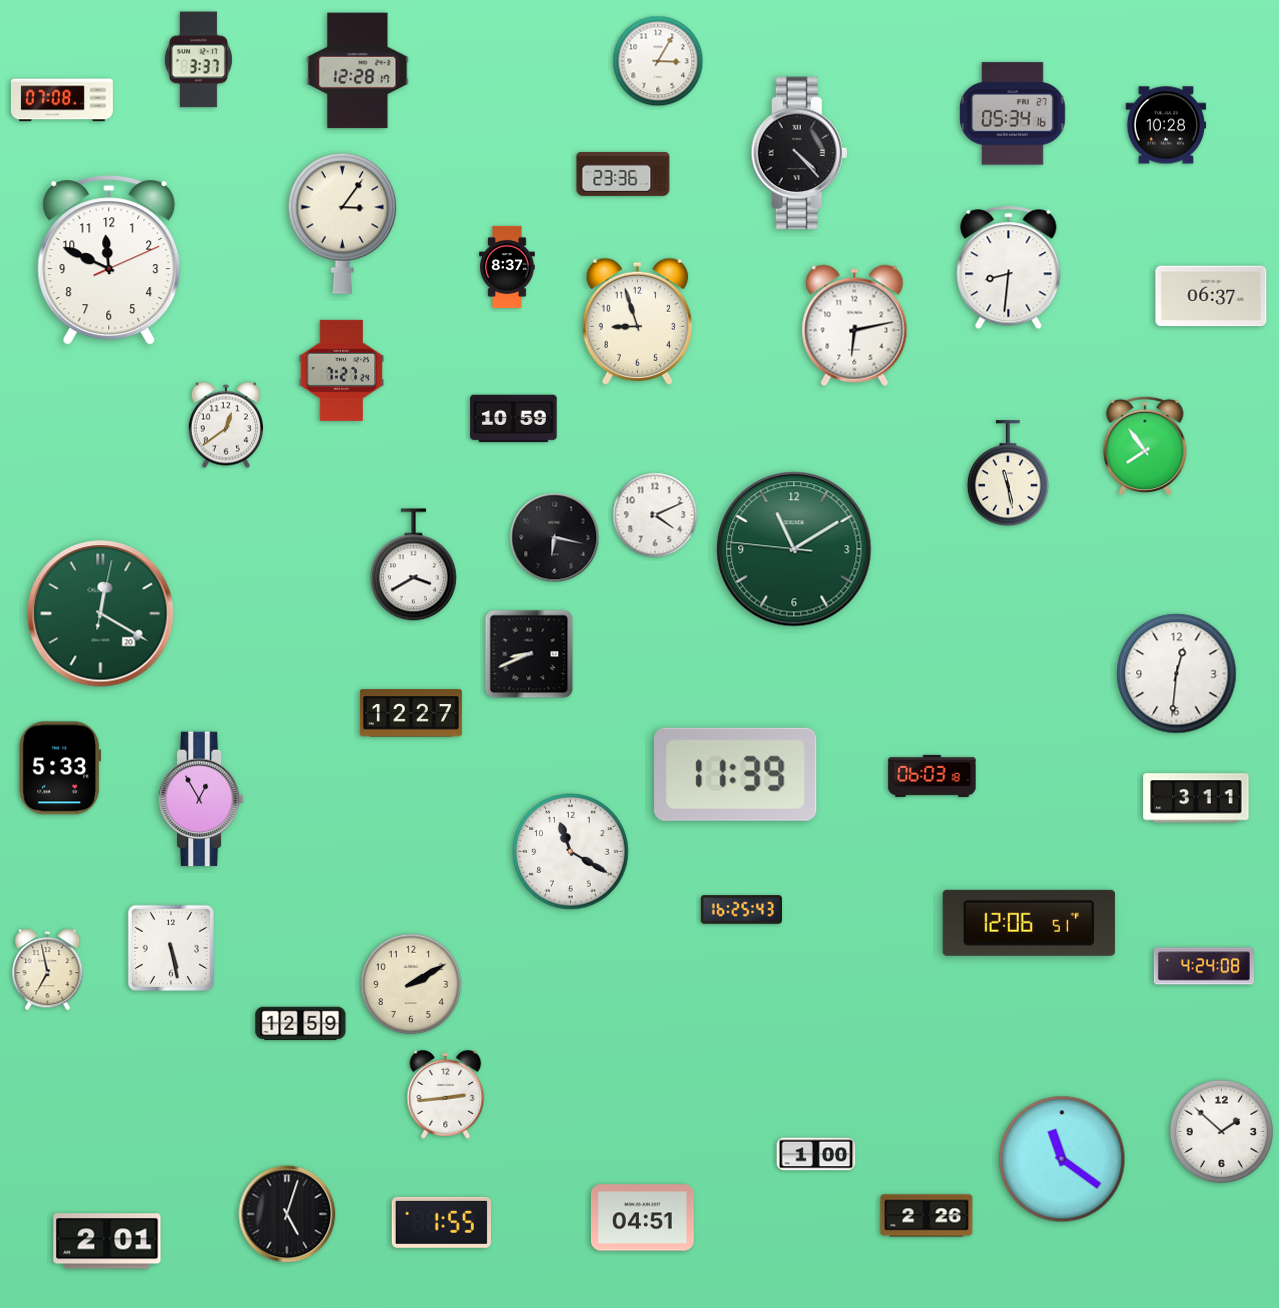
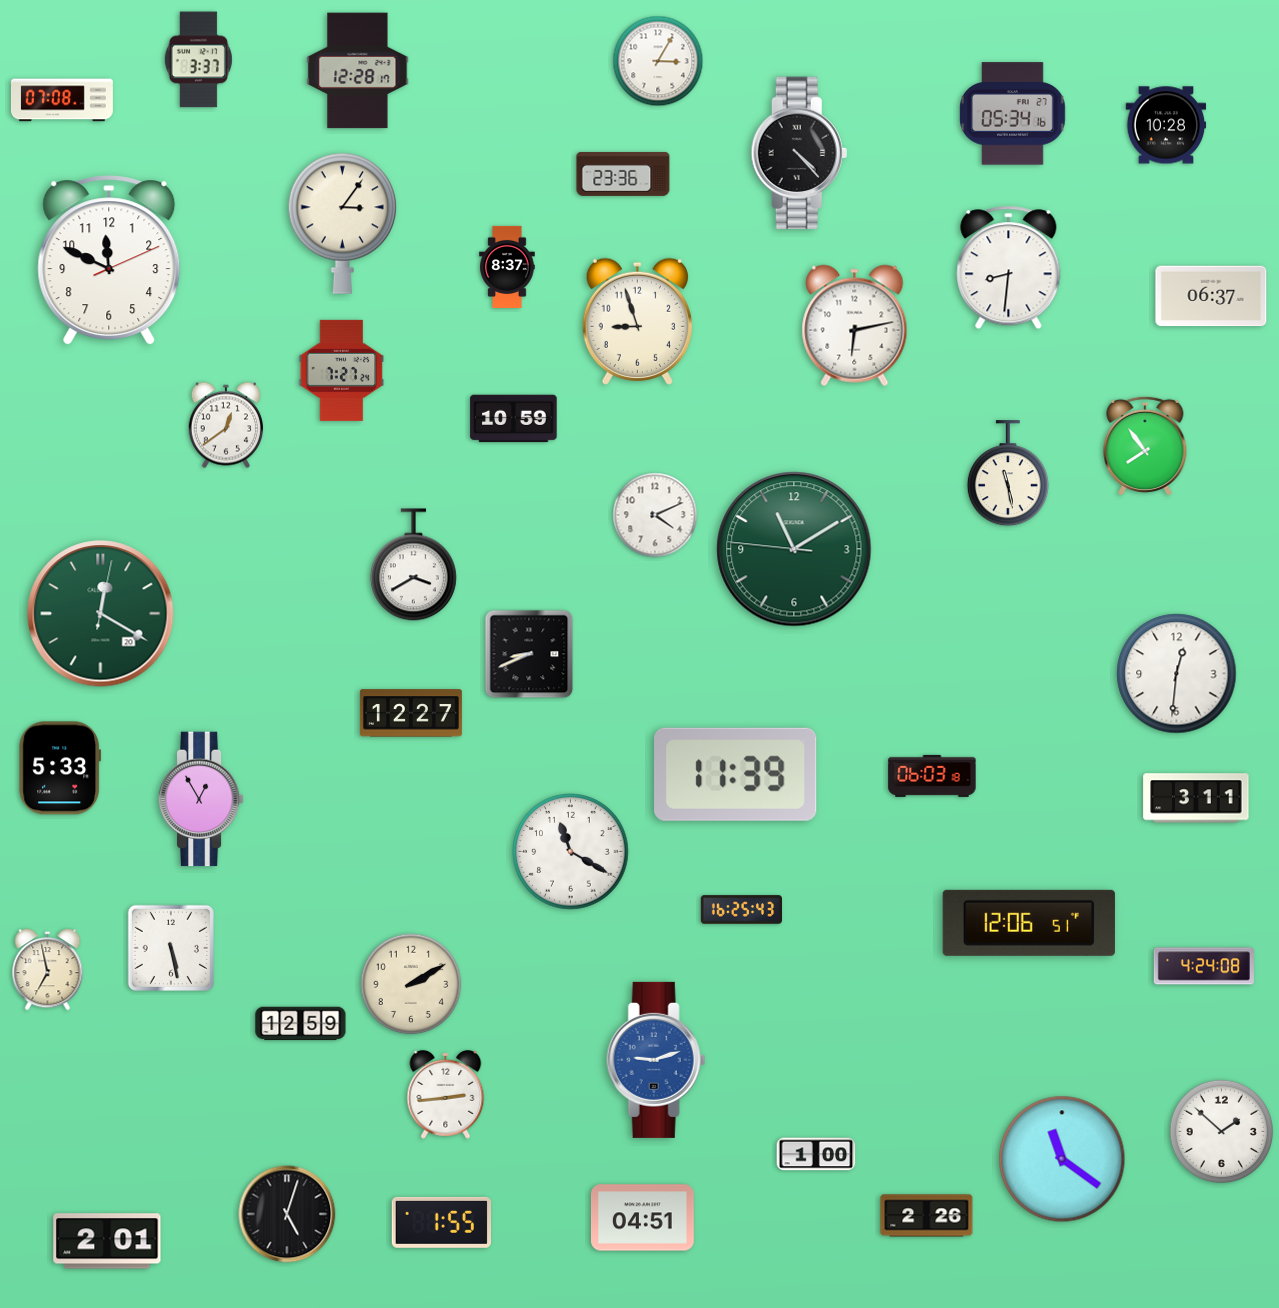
clock at (555, 538): 6:17 -> none
clock at (656, 1060): none -> 9:12
